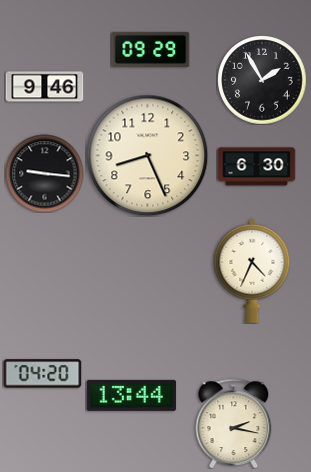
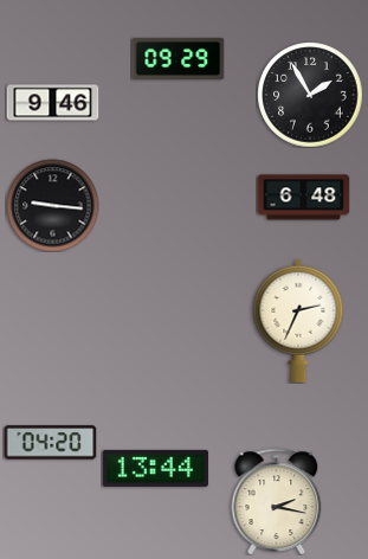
clock at (147, 155): 8:26 -> none
clock at (256, 167): 6:30 -> 6:48
clock at (252, 271): 4:34 -> 2:34
